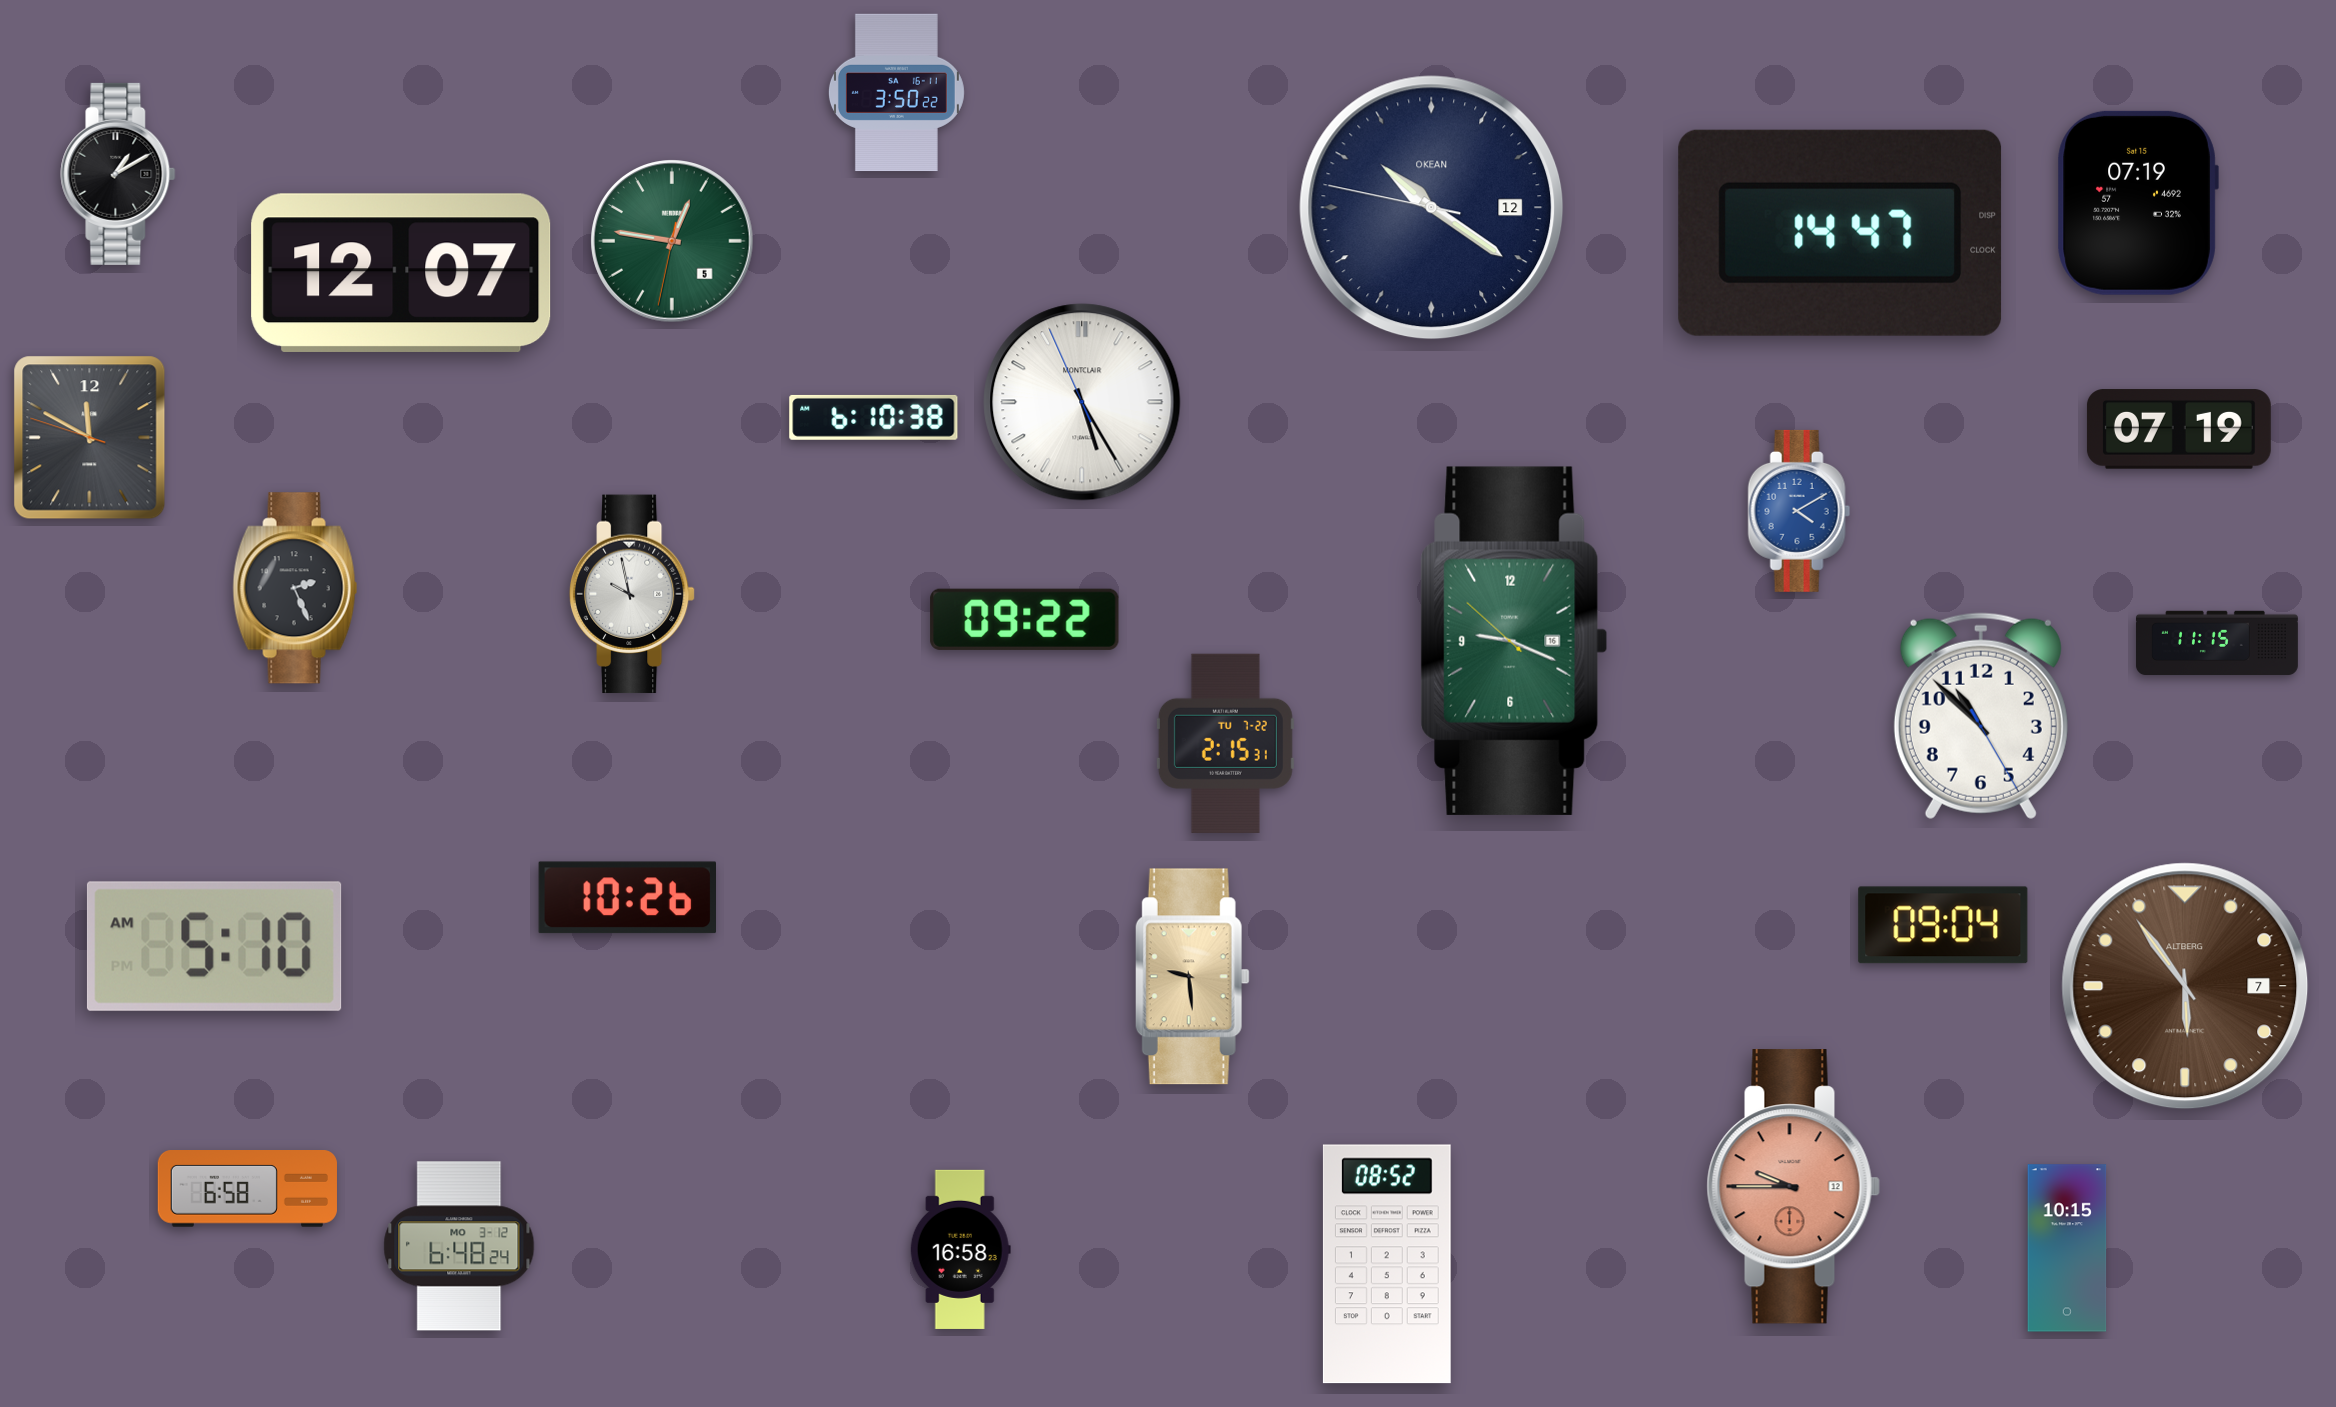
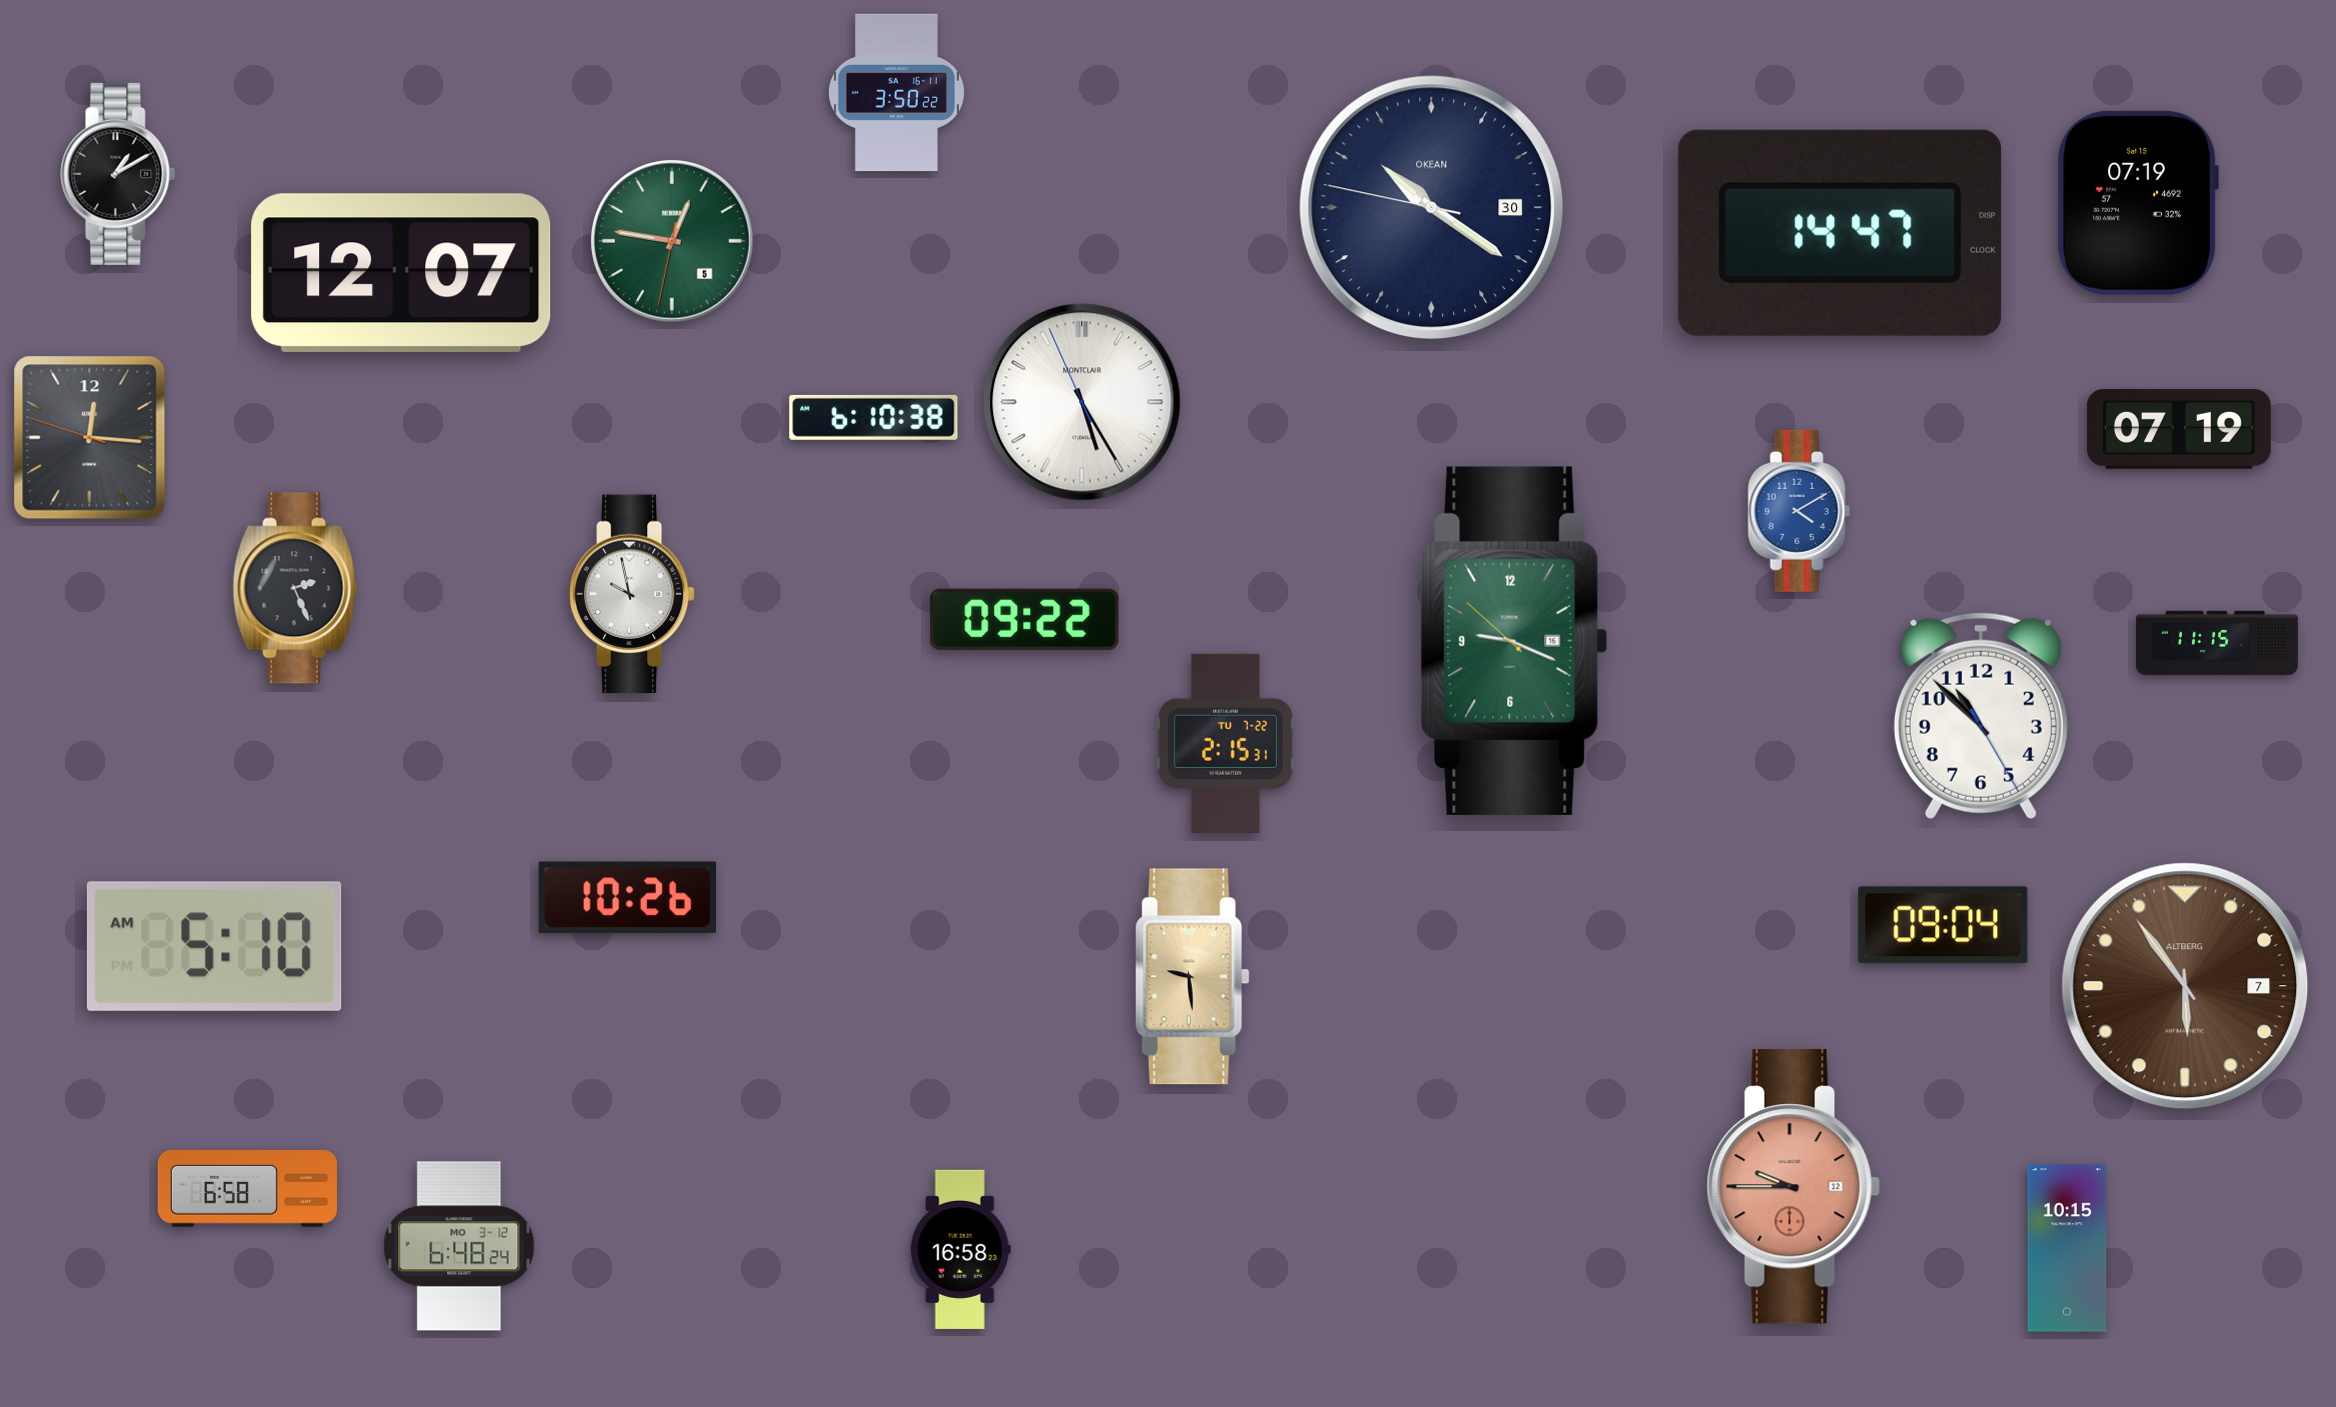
clock at (1432, 208) date: 12 -> 30
clock at (90, 438): 11:49 -> 12:15
clock at (1387, 1264): 08:52 -> none
